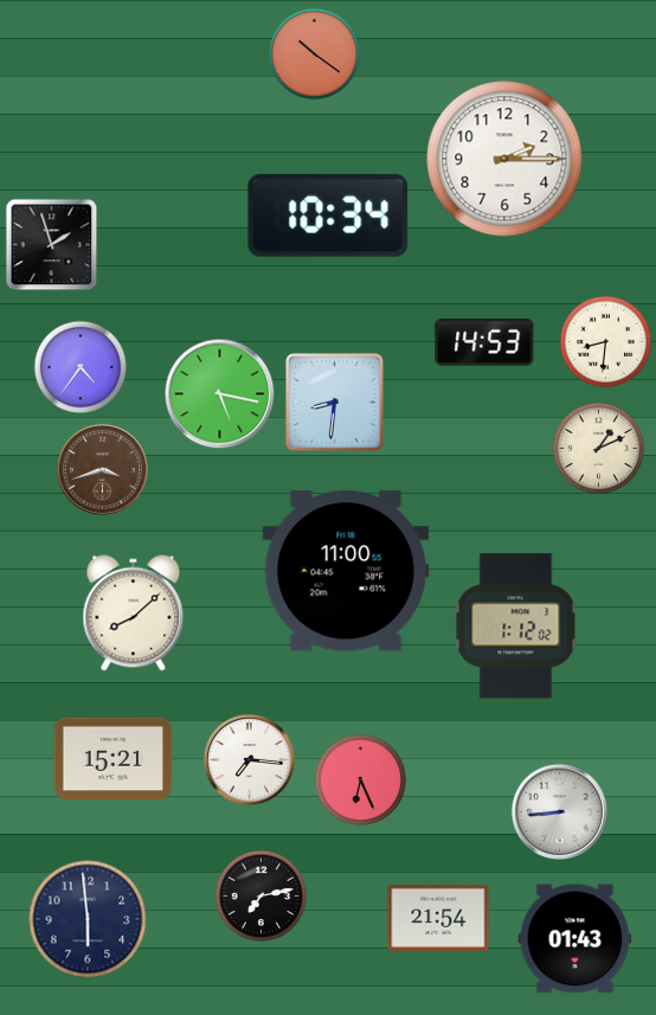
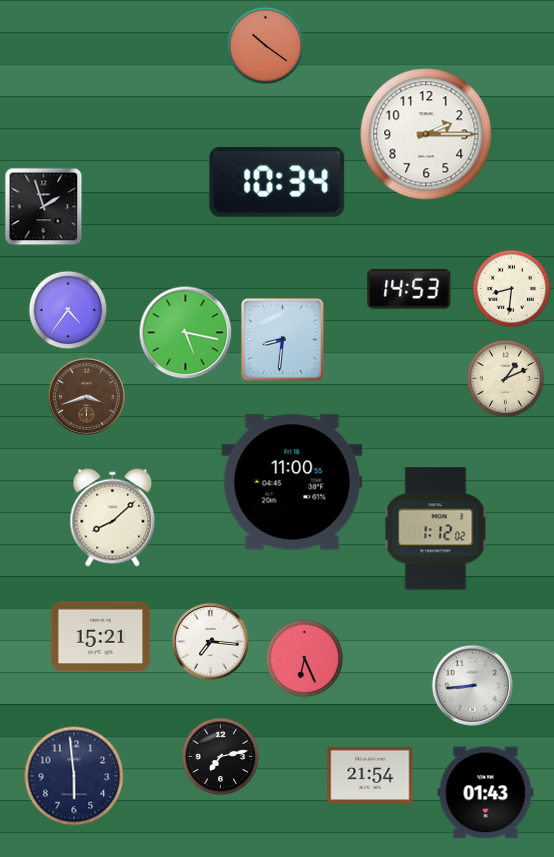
clock at (114, 759) position: (114, 759) -> (101, 637)
